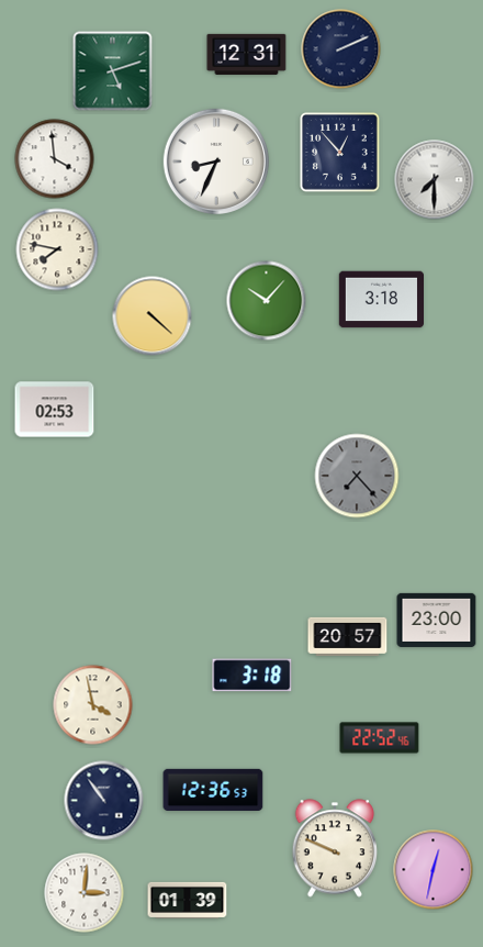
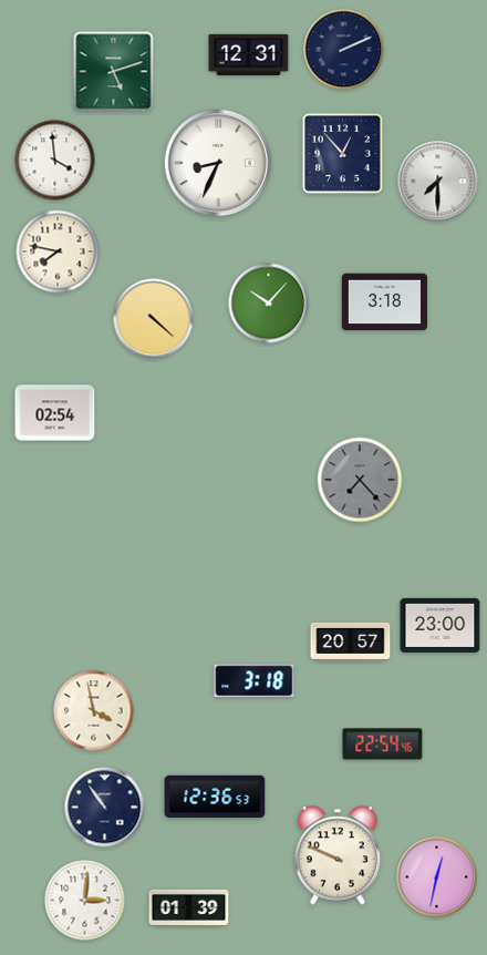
clock at (55, 410): 02:53 -> 02:54
clock at (380, 738): 22:52 -> 22:54
